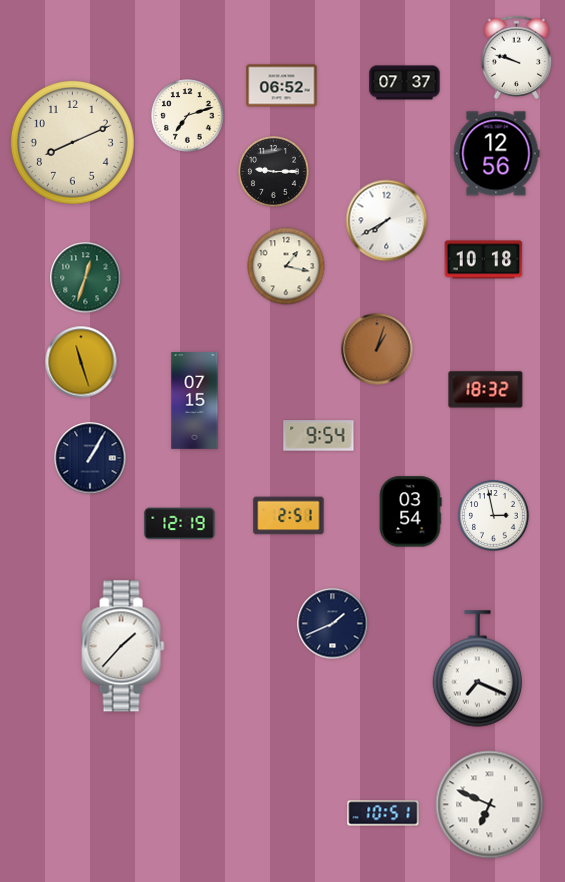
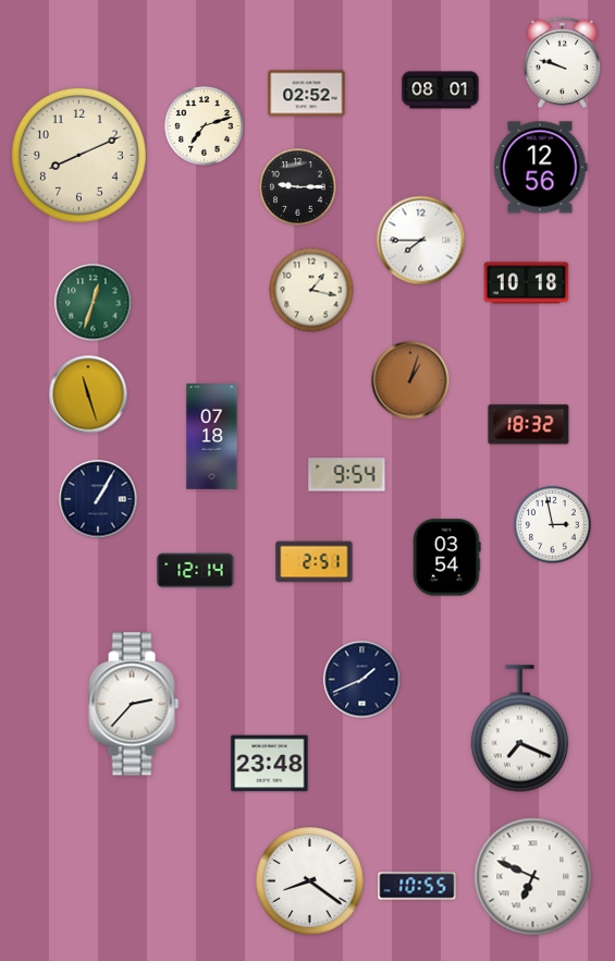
clock at (405, 83): 07:37 -> 08:01
clock at (282, 86): 06:52 -> 02:52
clock at (387, 221): 7:40 -> 7:45
clock at (195, 401): 07:15 -> 07:18
clock at (494, 516) position: (494, 516) -> (553, 525)
clock at (180, 524): 12:19 -> 12:14
clock at (123, 646): 1:37 -> 2:37
clock at (270, 764): none -> 23:48
clock at (310, 881): none -> 8:21
clock at (383, 813): 10:51 -> 10:55
